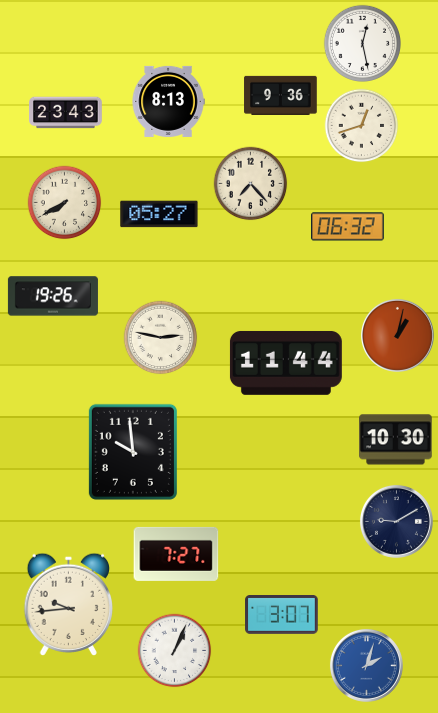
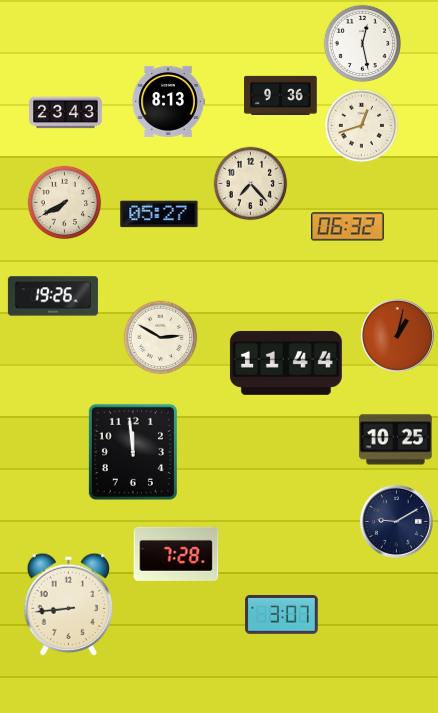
clock at (161, 338): 2:47 -> 2:50
clock at (396, 440): 10:30 -> 10:25
clock at (133, 452): 9:59 -> 11:59
clock at (176, 554): 7:27 -> 7:28
clock at (68, 604): 9:44 -> 8:44
clock at (175, 651): 1:04 -> none
clock at (366, 665): 2:03 -> none
